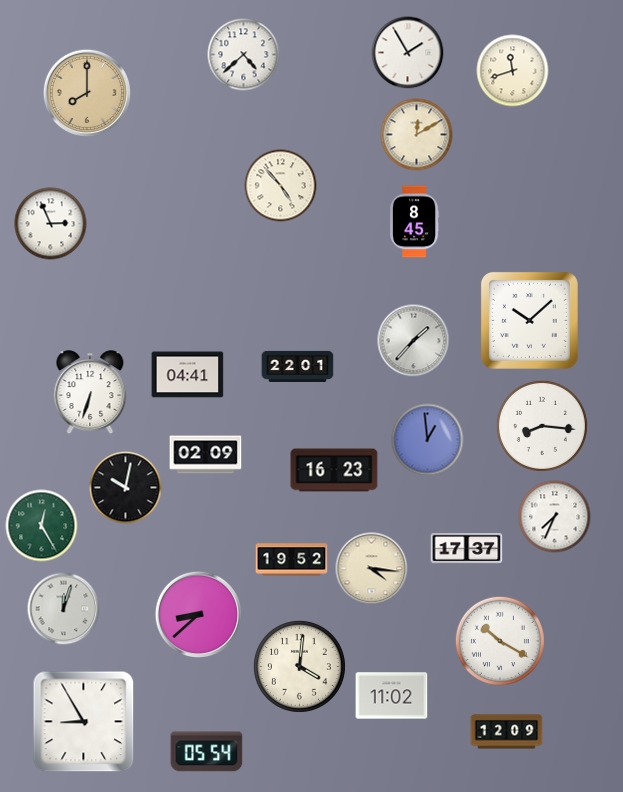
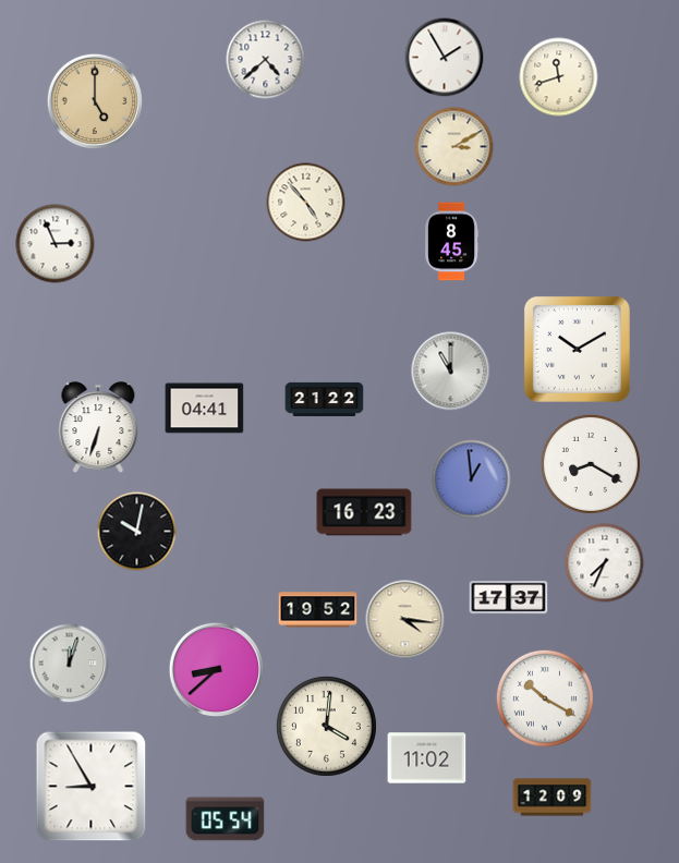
clock at (87, 93): 8:00 -> 5:00
clock at (417, 135): 12:10 -> 3:10
clock at (529, 320): 10:08 -> 10:10
clock at (414, 341): 1:37 -> 11:00
clock at (298, 366): 22:01 -> 21:22
clock at (542, 426): 8:16 -> 8:20
clock at (428, 440) position: (428, 440) -> (472, 479)
clock at (206, 455): 02:09 -> none
clock at (42, 526): 12:25 -> none
